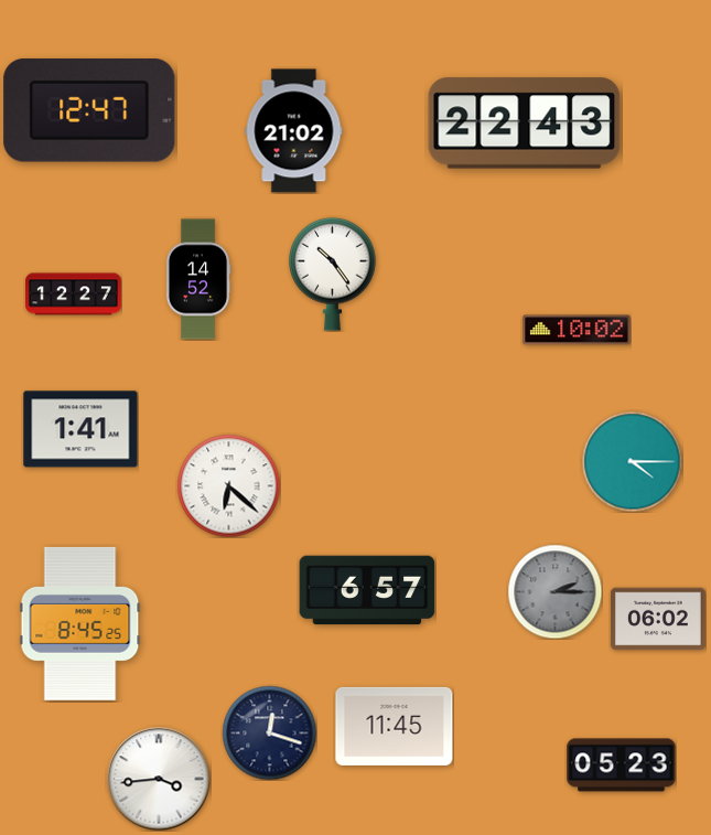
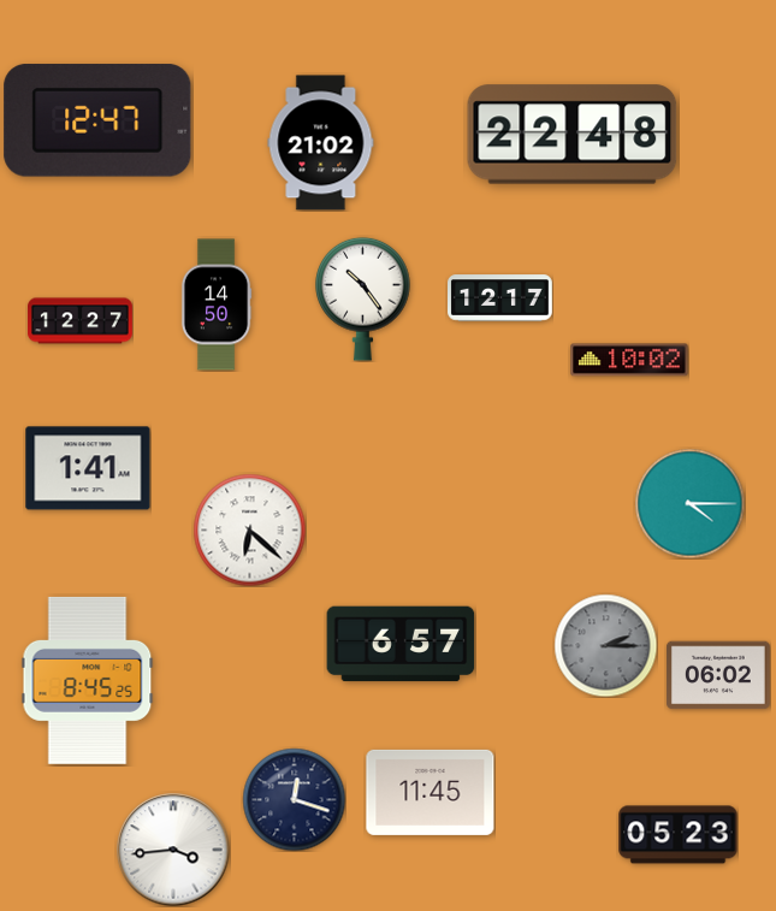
clock at (525, 124): 22:43 -> 22:48
clock at (500, 298): none -> 12:17
clock at (198, 279): 14:52 -> 14:50
